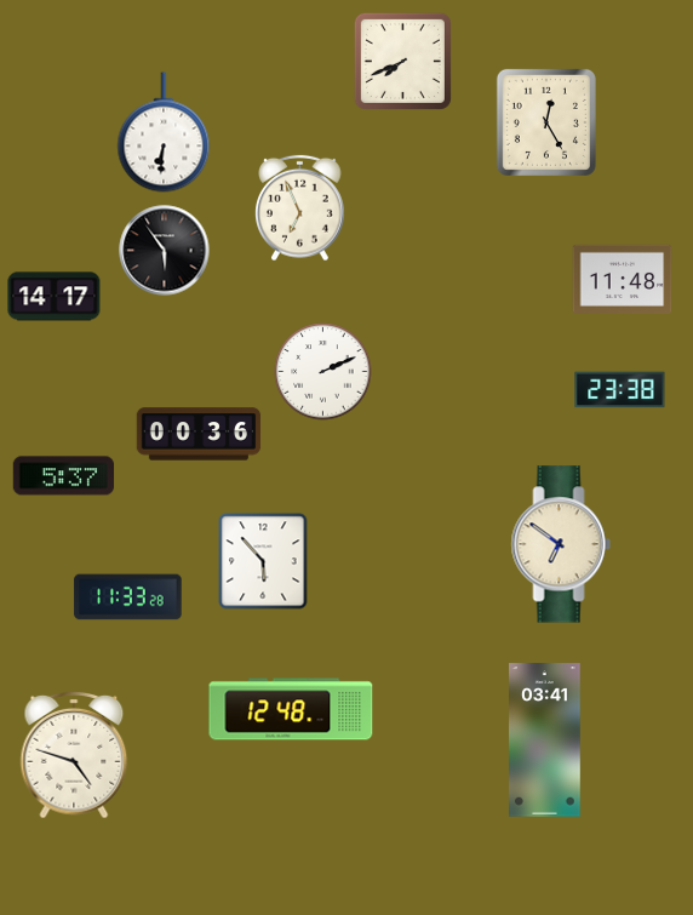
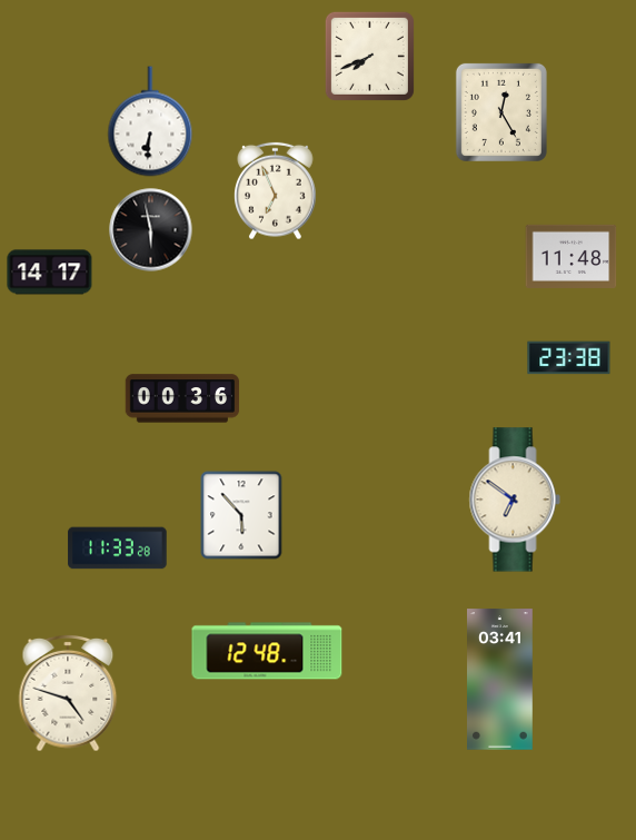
clock at (165, 251): 5:54 -> 5:58
clock at (323, 372): 2:11 -> none
clock at (64, 476): 5:37 -> none
